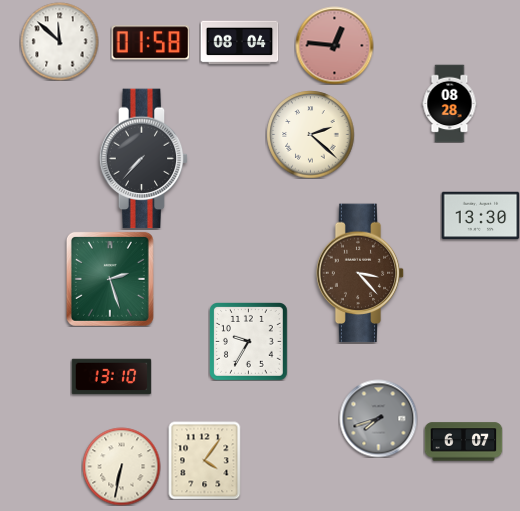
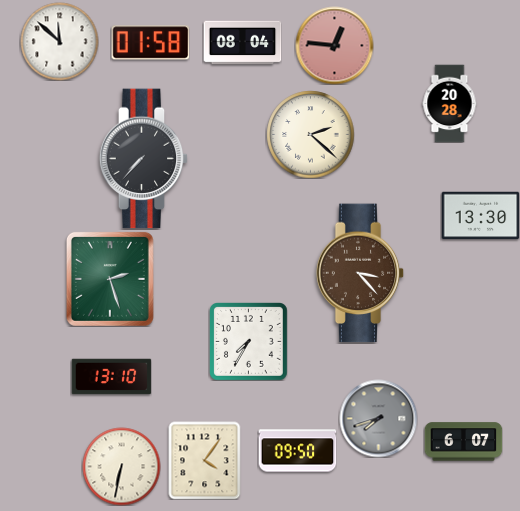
clock at (239, 43) position: (239, 43) -> (242, 43)
clock at (450, 103): 08:28 -> 20:28
clock at (249, 342): 9:35 -> 7:35
clock at (297, 451): none -> 09:50
